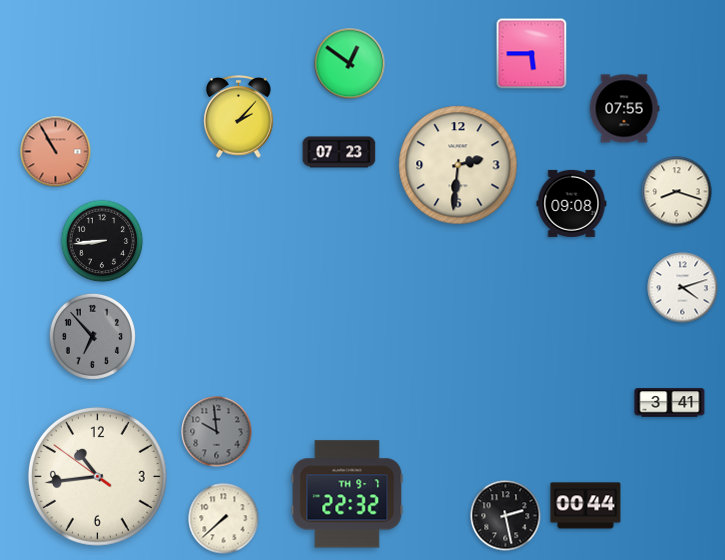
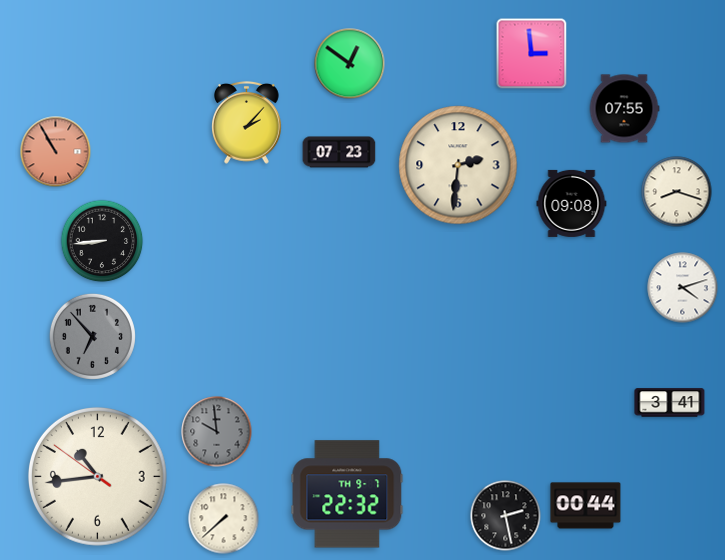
clock at (532, 54): 5:45 -> 2:59
clock at (239, 116) position: (239, 116) -> (247, 122)
